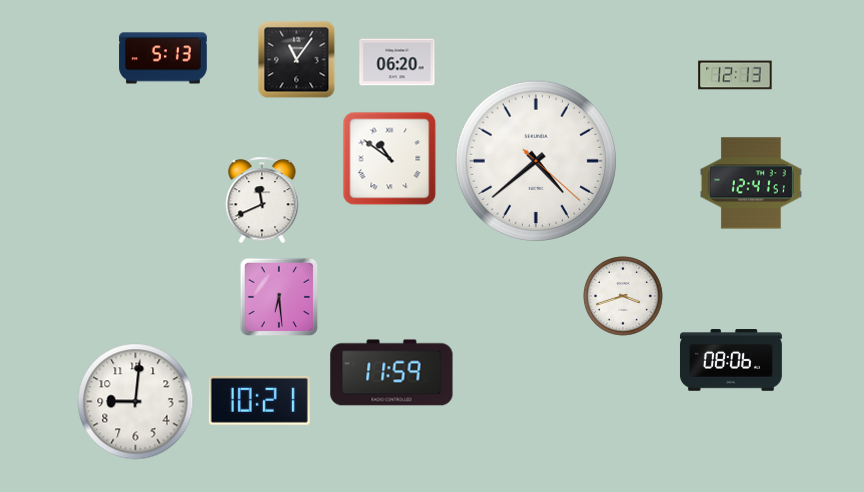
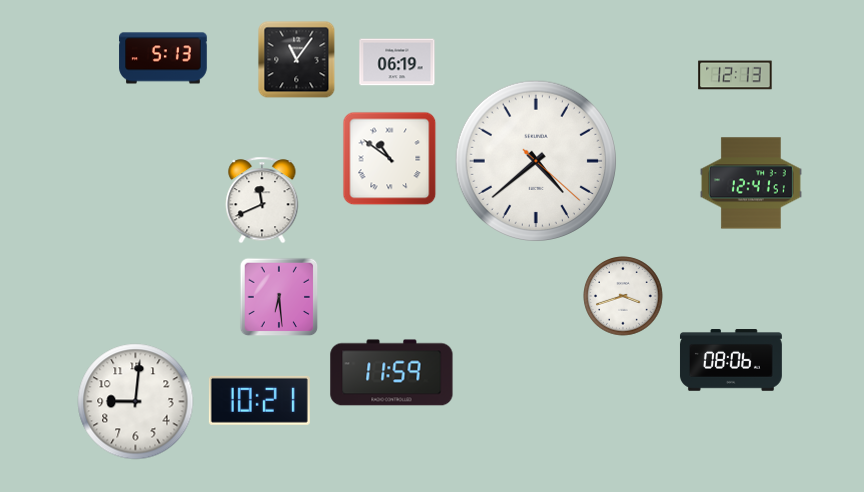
clock at (397, 62): 06:20 -> 06:19
